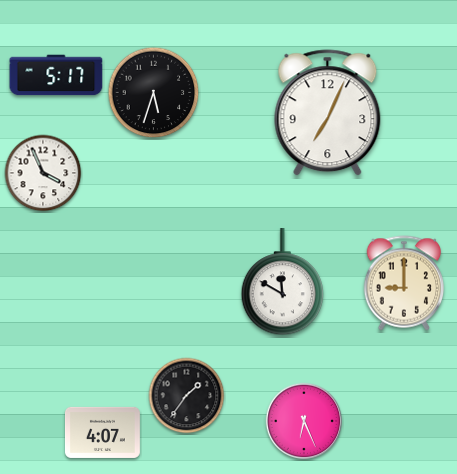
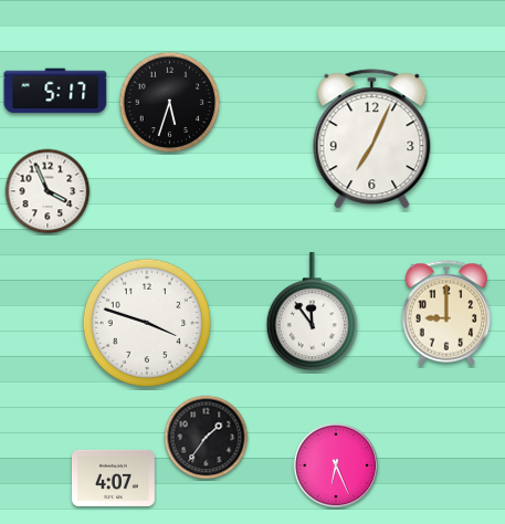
clock at (56, 75) position: (56, 75) -> (55, 91)
clock at (328, 113) position: (328, 113) -> (372, 139)
clock at (283, 282): 11:50 -> 11:54
clock at (147, 323): none -> 3:48
